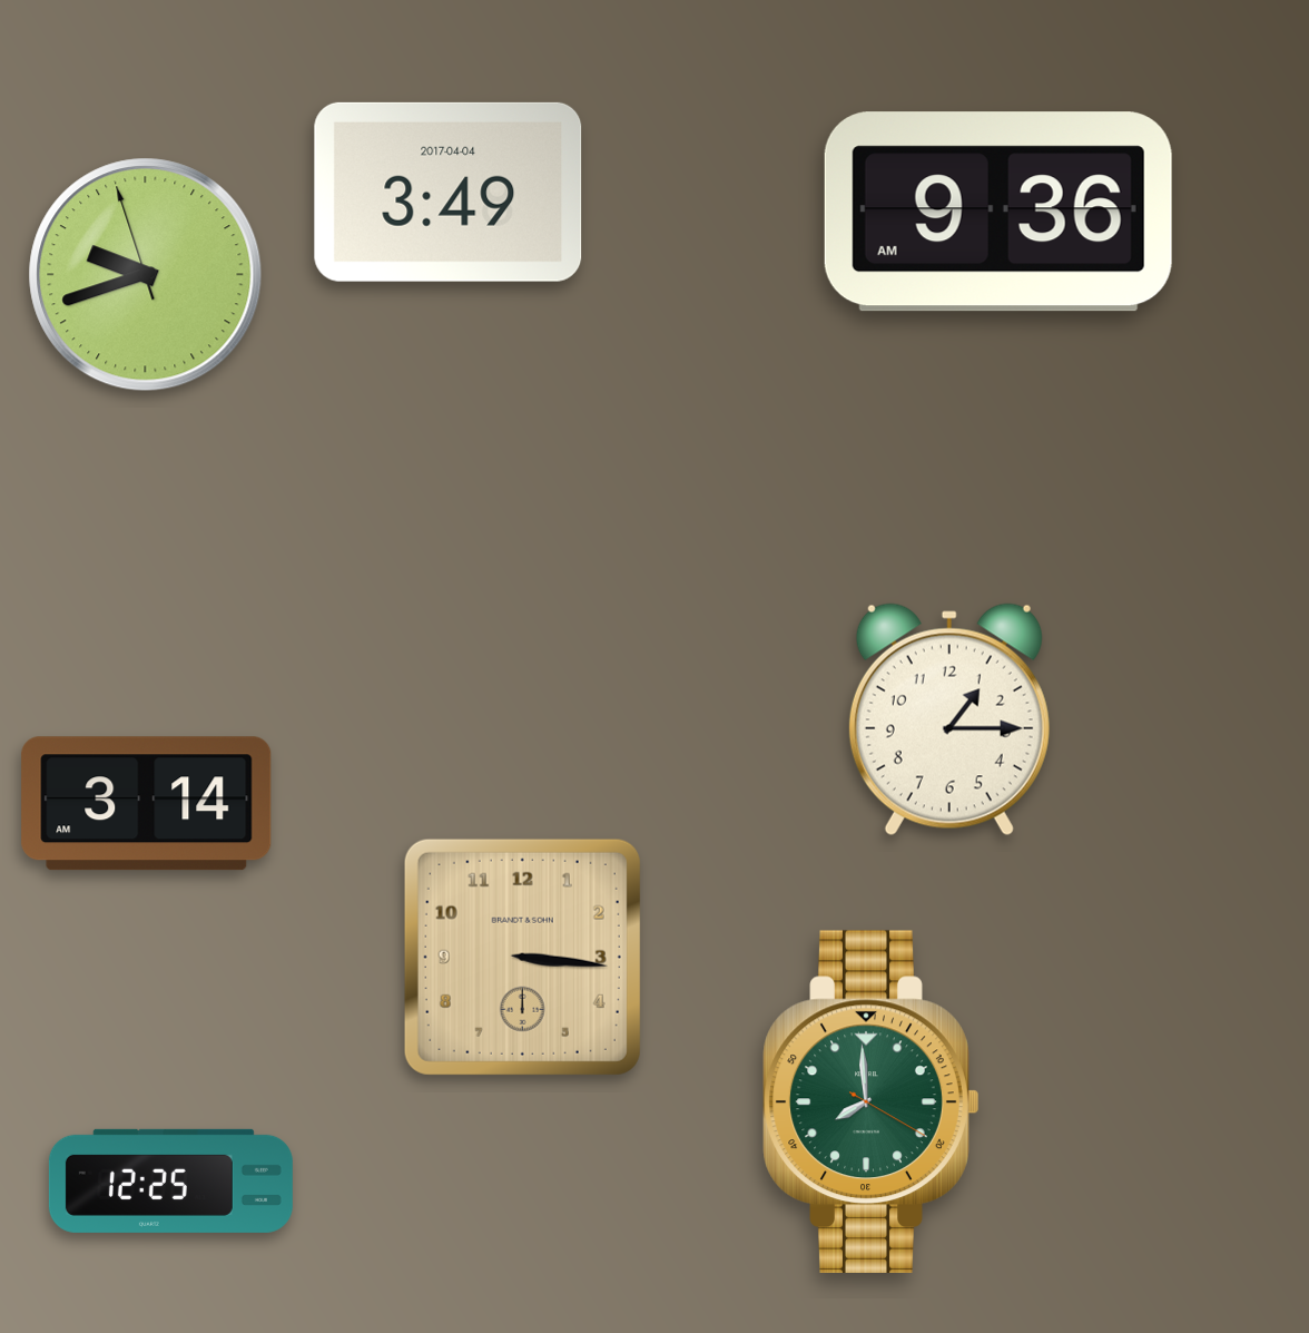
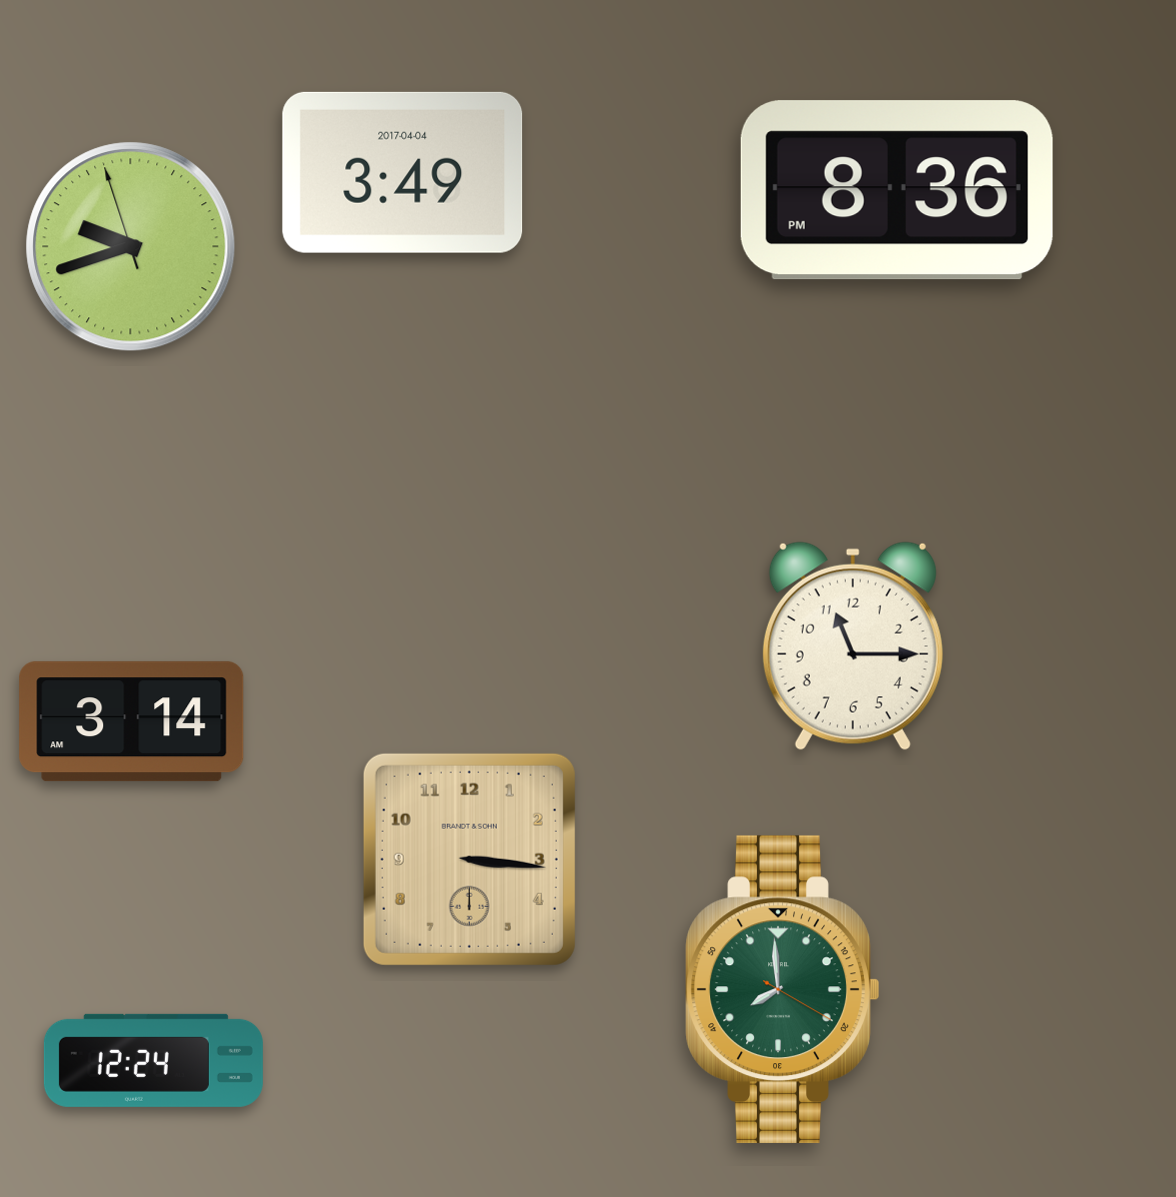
clock at (998, 212): 9:36 -> 8:36
clock at (949, 719): 1:15 -> 11:15
clock at (170, 1180): 12:25 -> 12:24
